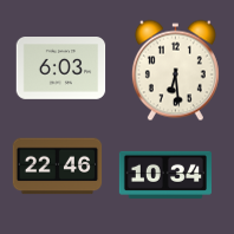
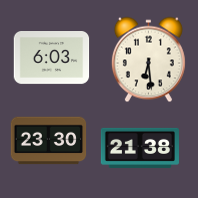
clock at (58, 167): 22:46 -> 23:30
clock at (165, 175): 10:34 -> 21:38
